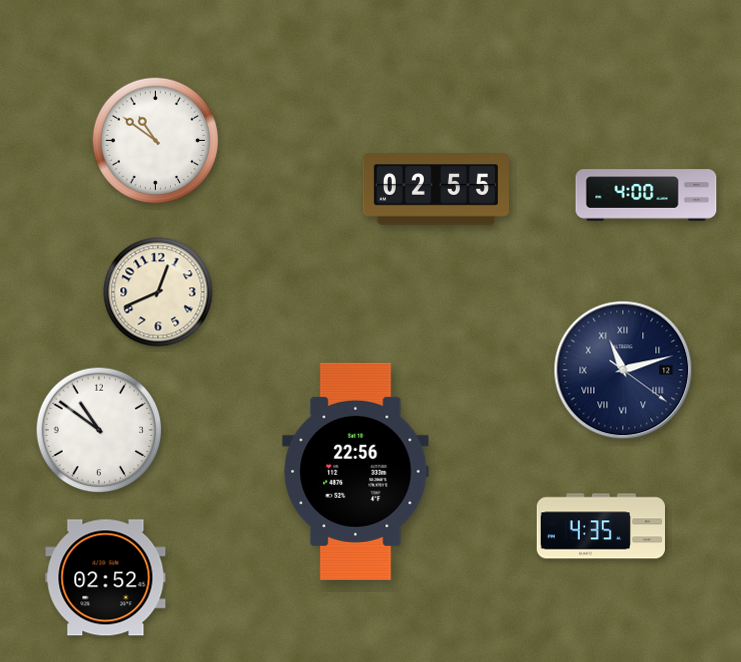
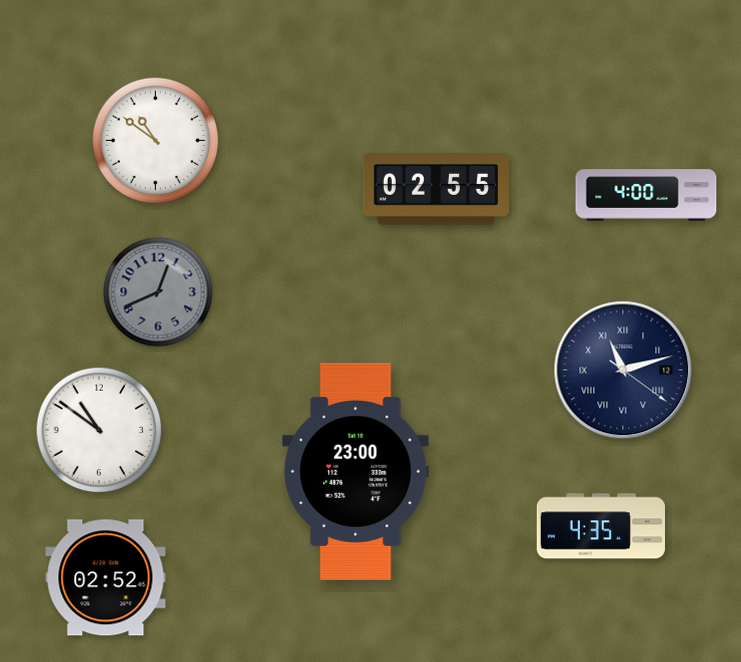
clock at (158, 292) dial: cream -> grey
clock at (356, 471): 22:56 -> 23:00
